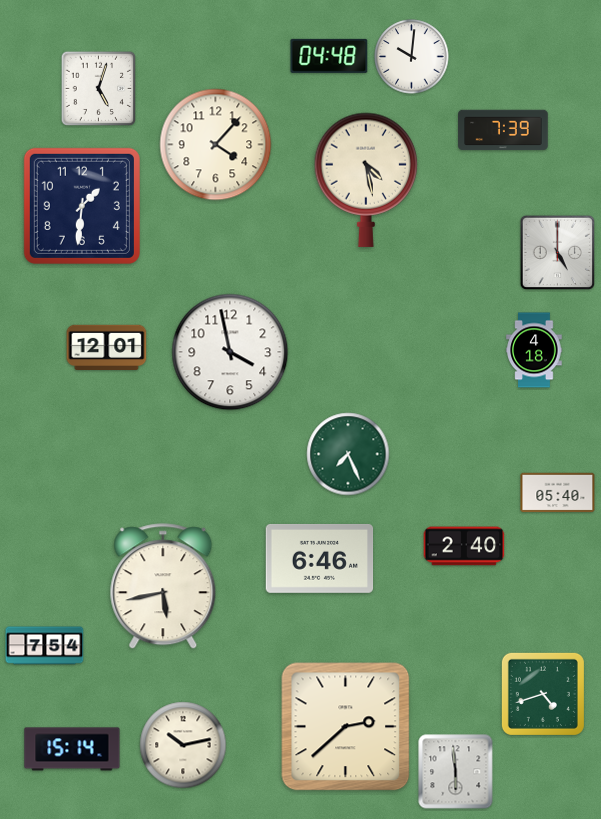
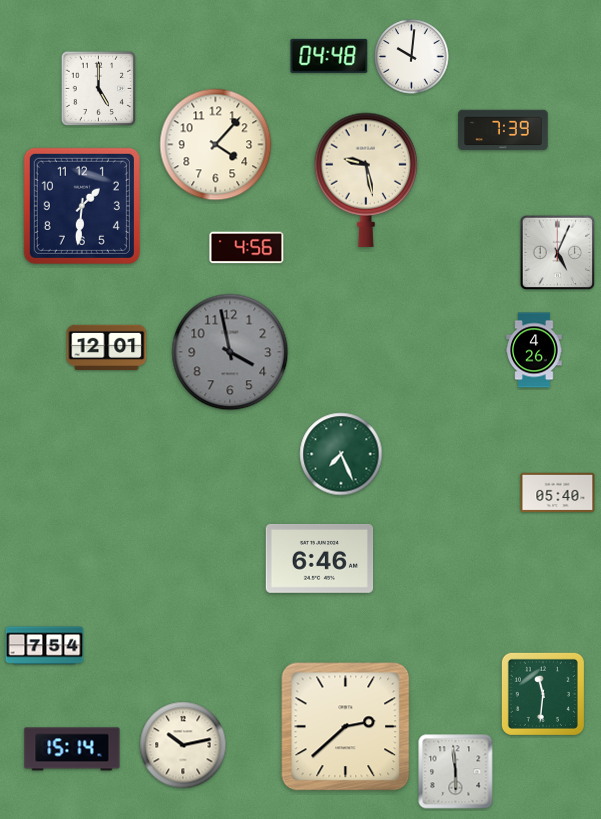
clock at (98, 88): 5:03 -> 5:00
clock at (366, 180): 4:28 -> 9:28
clock at (247, 248): none -> 4:56
clock at (557, 252): 5:00 -> 5:04
clock at (534, 350): 4:18 -> 4:26
clock at (230, 352) dial: white -> grey
clock at (348, 454) position: (348, 454) -> (341, 454)
clock at (464, 546): 2:40 -> none
clock at (163, 587): 5:43 -> none
clock at (543, 694): 4:42 -> 11:31
